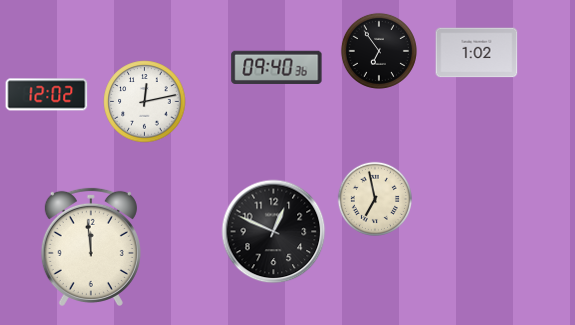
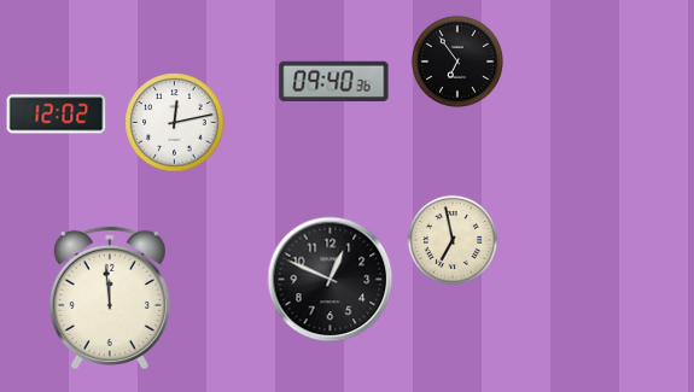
clock at (477, 53): 1:02 -> none
